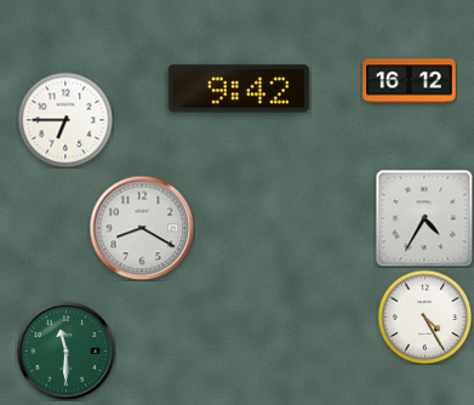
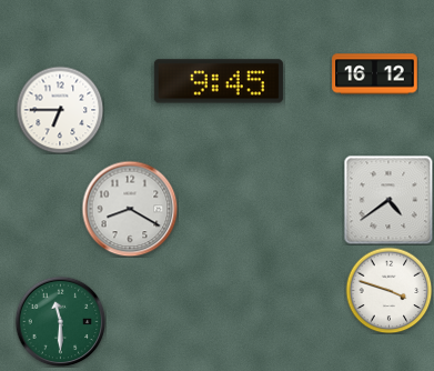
clock at (239, 89): 9:42 -> 9:45
clock at (424, 218): 4:35 -> 4:39
clock at (424, 316): 4:25 -> 3:48
